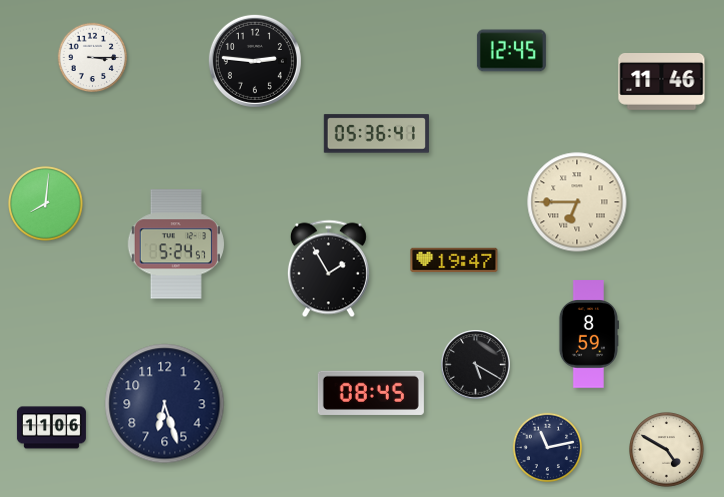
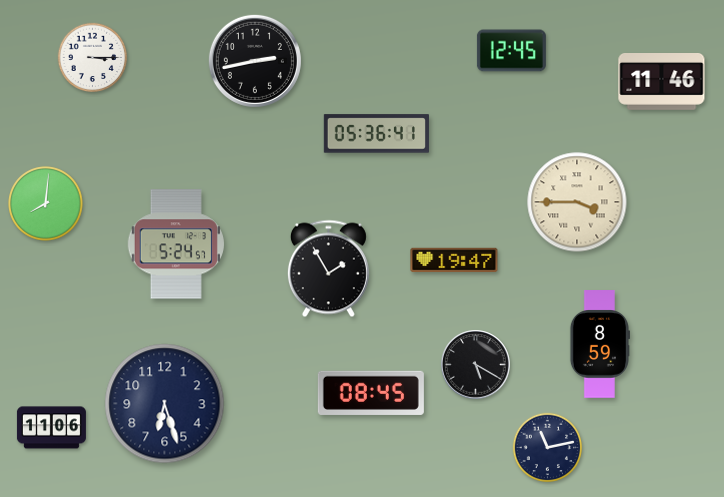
clock at (255, 61): 2:46 -> 2:43
clock at (577, 202): 6:45 -> 3:45
clock at (588, 334) position: (588, 334) -> (599, 344)
clock at (667, 450): 4:50 -> none
